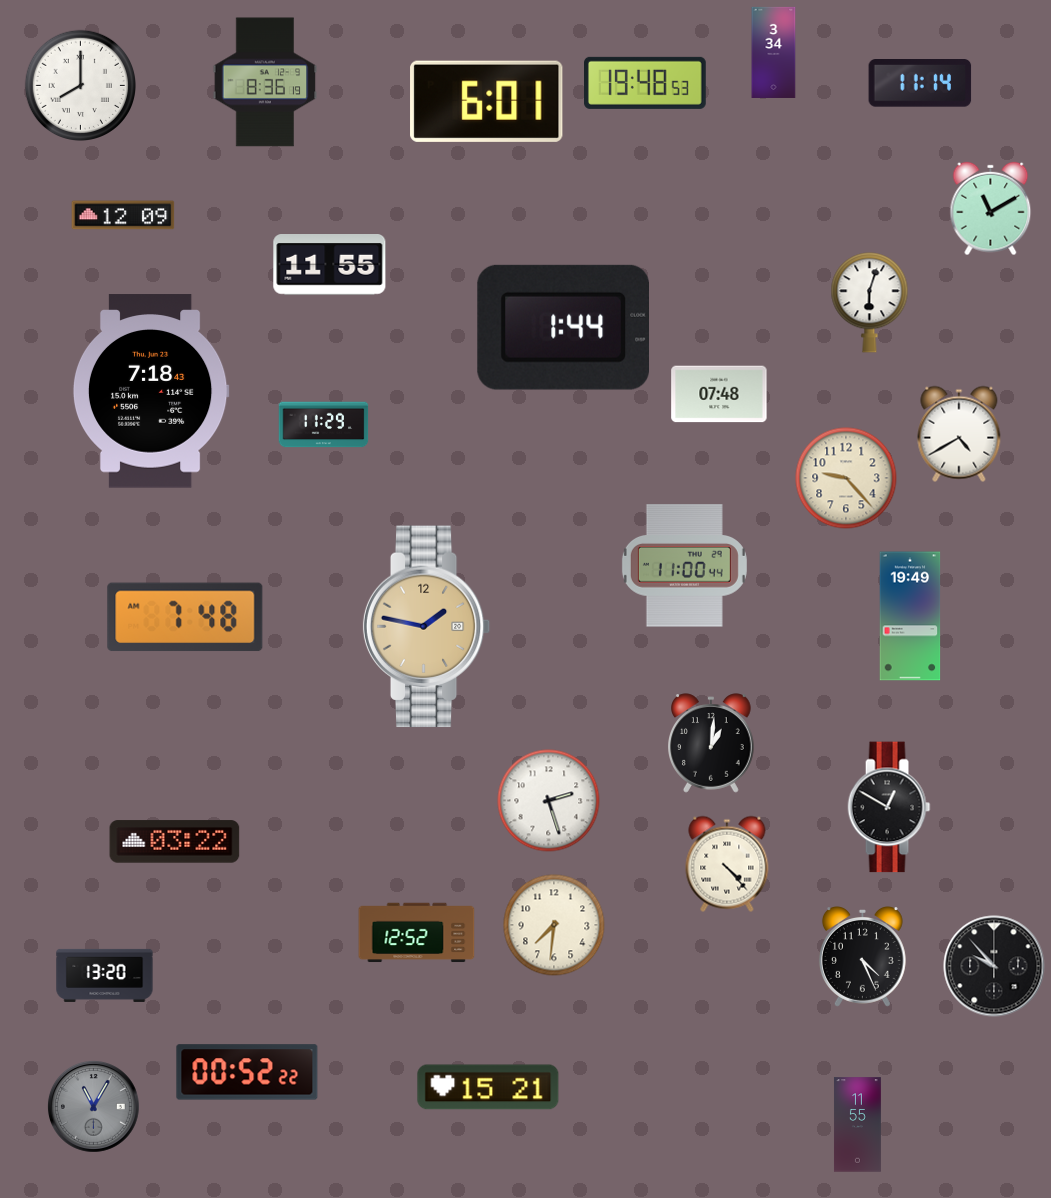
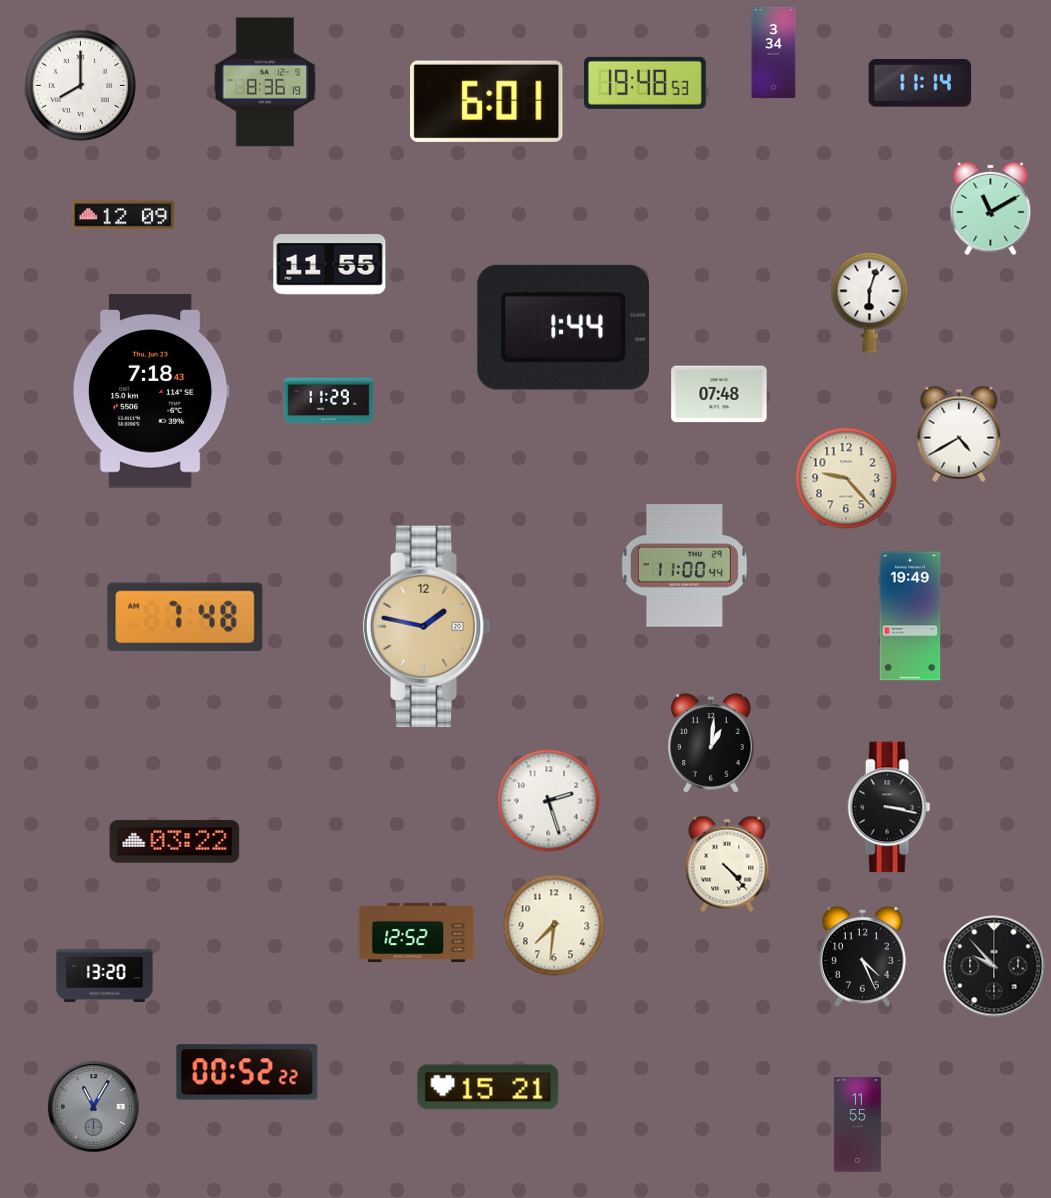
clock at (324, 425) position: (324, 425) -> (329, 401)
clock at (889, 807): 12:50 -> 3:17
